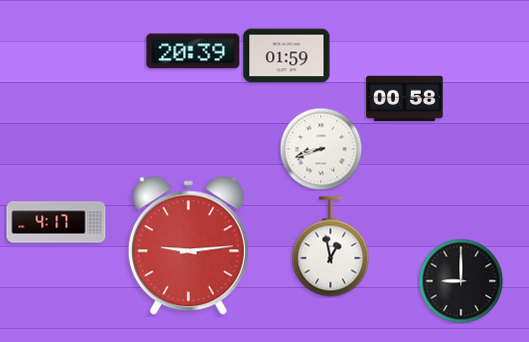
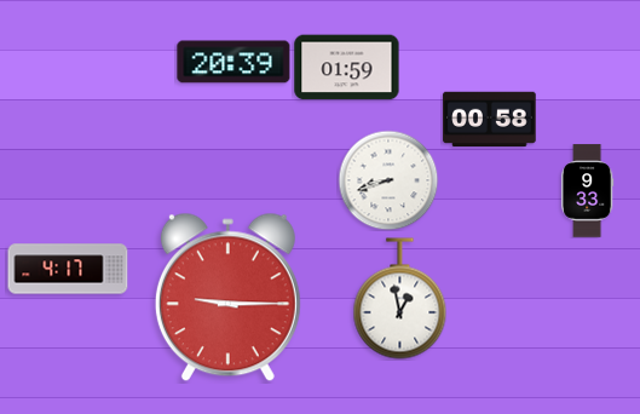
clock at (588, 191): none -> 9:33
clock at (188, 246): 9:14 -> 9:15
clock at (461, 281): 9:00 -> none
